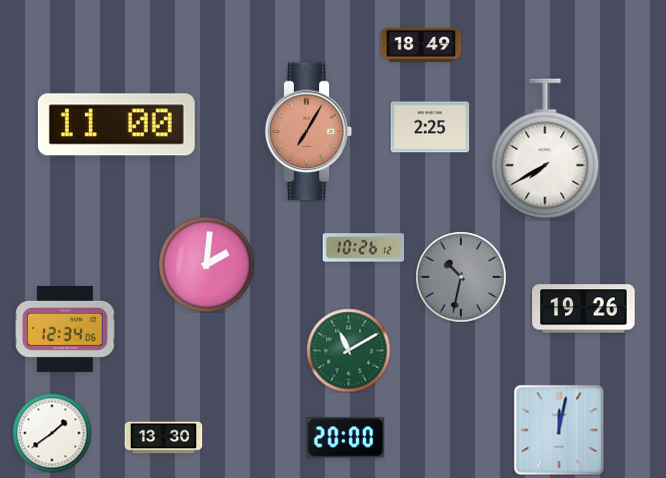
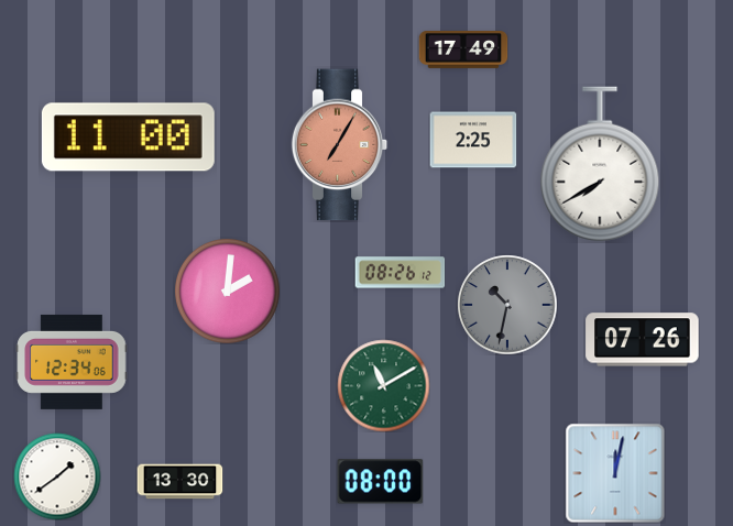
clock at (421, 45): 18:49 -> 17:49
clock at (363, 248): 10:26 -> 08:26
clock at (584, 309): 19:26 -> 07:26
clock at (345, 438): 20:00 -> 08:00
